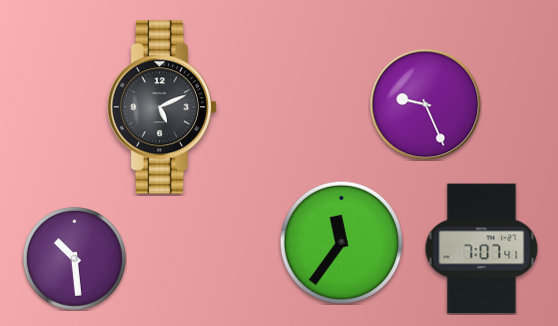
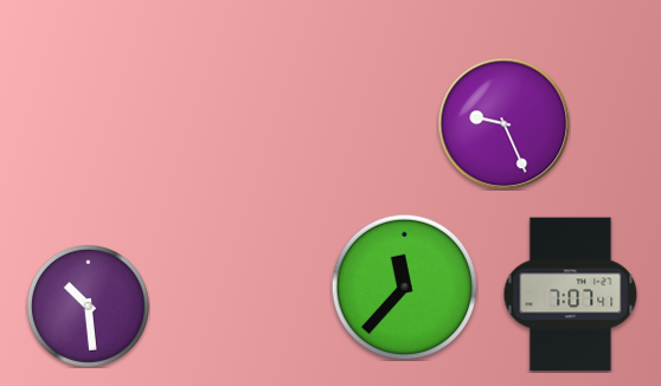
clock at (161, 107): 5:11 -> none
clock at (341, 242): 11:36 -> 11:37
